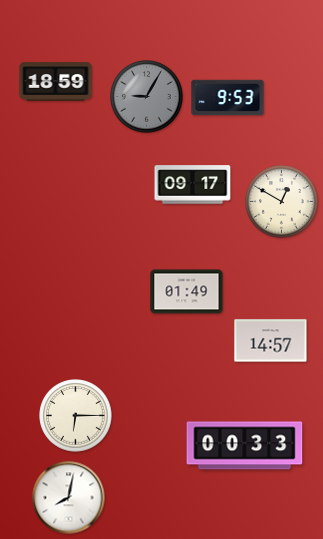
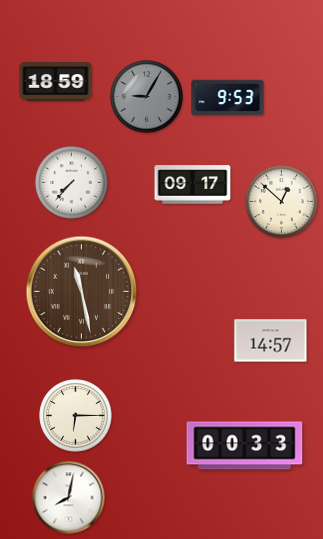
clock at (72, 183): none -> 7:37
clock at (282, 202): 12:50 -> 12:52
clock at (82, 292): none -> 11:28
clock at (187, 292): 01:49 -> none
